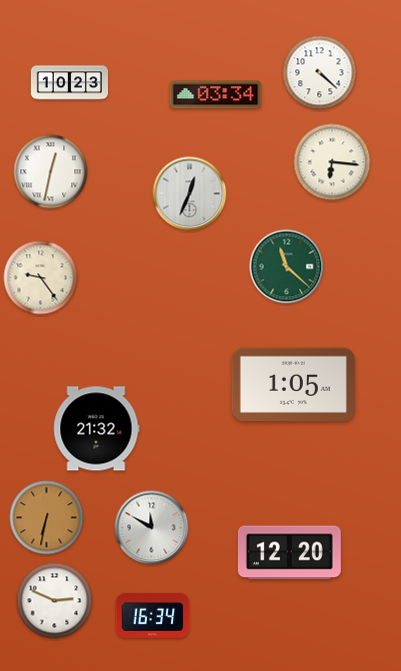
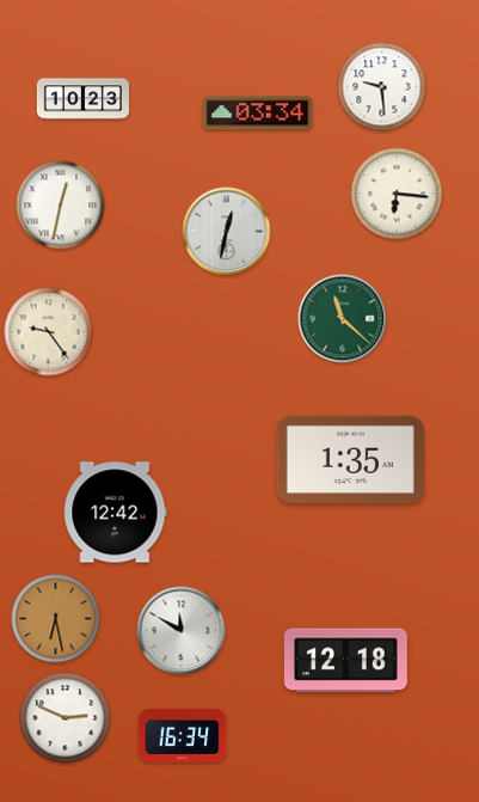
clock at (320, 73): 4:22 -> 9:29
clock at (190, 194): 12:34 -> 12:32
clock at (293, 385): 1:05 -> 1:35
clock at (96, 429): 21:32 -> 12:42
clock at (47, 518): 6:32 -> 6:28
clock at (289, 553): 12:20 -> 12:18
